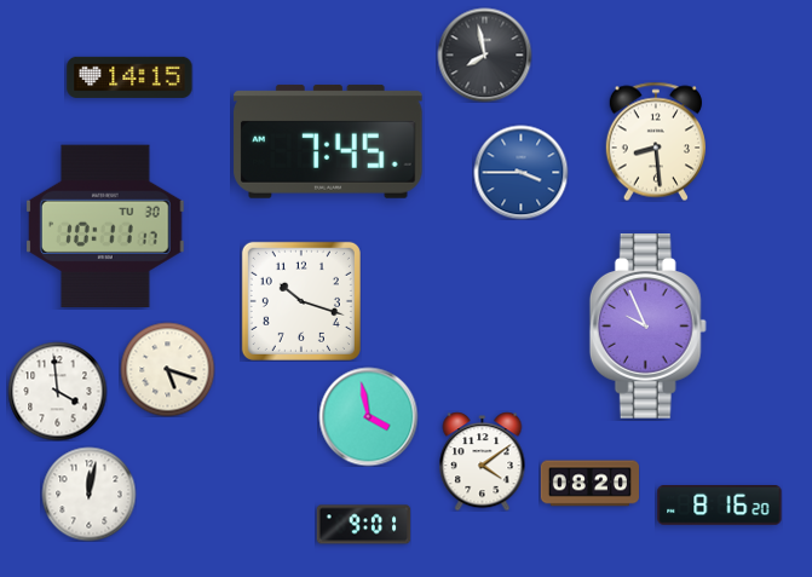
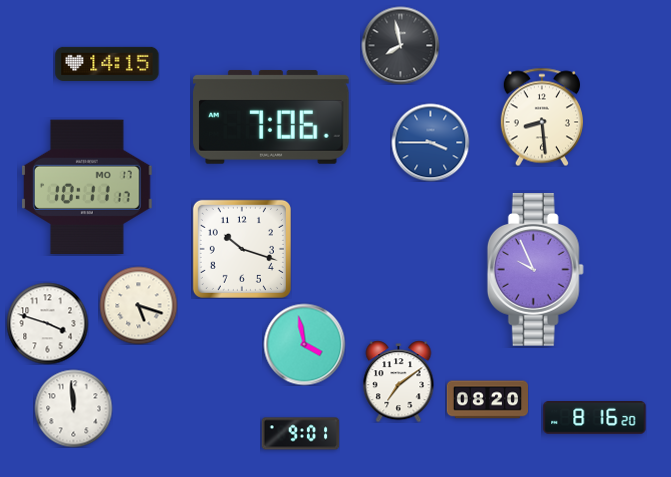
clock at (328, 142): 7:45 -> 7:06
clock at (105, 225) date: TU 30 -> MO 17
clock at (301, 301) position: (301, 301) -> (242, 249)
clock at (57, 391): 3:59 -> 3:48
clock at (483, 461): 4:09 -> 7:09
clock at (88, 494): 12:02 -> 11:59
